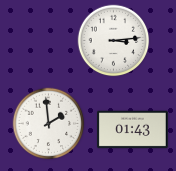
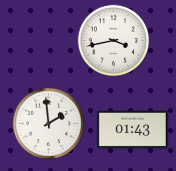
clock at (114, 41): 3:14 -> 3:43
